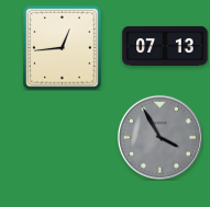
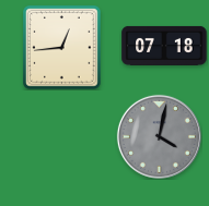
clock at (165, 46): 07:13 -> 07:18
clock at (159, 137): 3:55 -> 4:02
